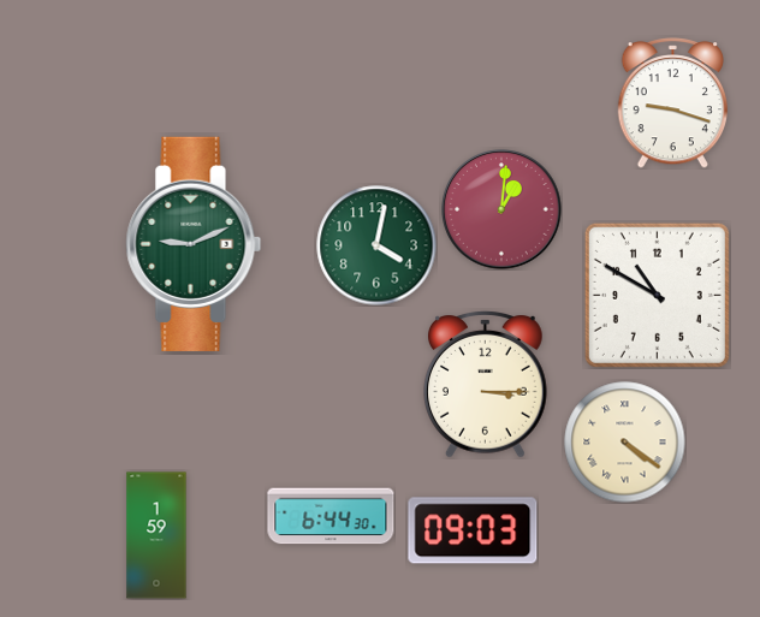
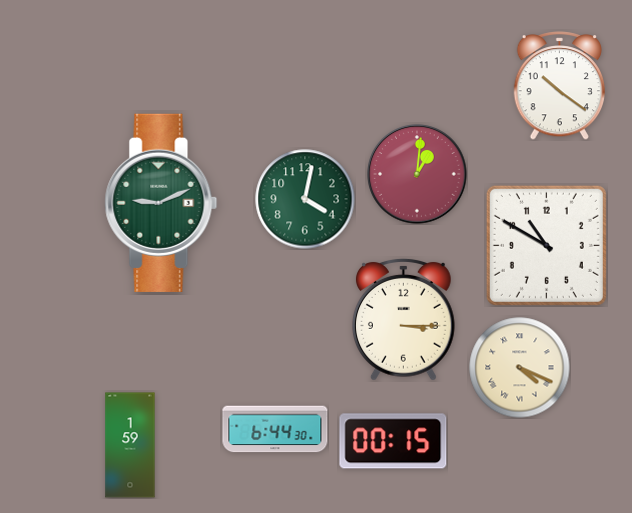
clock at (672, 103): 9:18 -> 10:21
clock at (376, 245) position: (376, 245) -> (305, 199)
clock at (625, 443): 4:21 -> 4:19
clock at (473, 530): 09:03 -> 00:15
